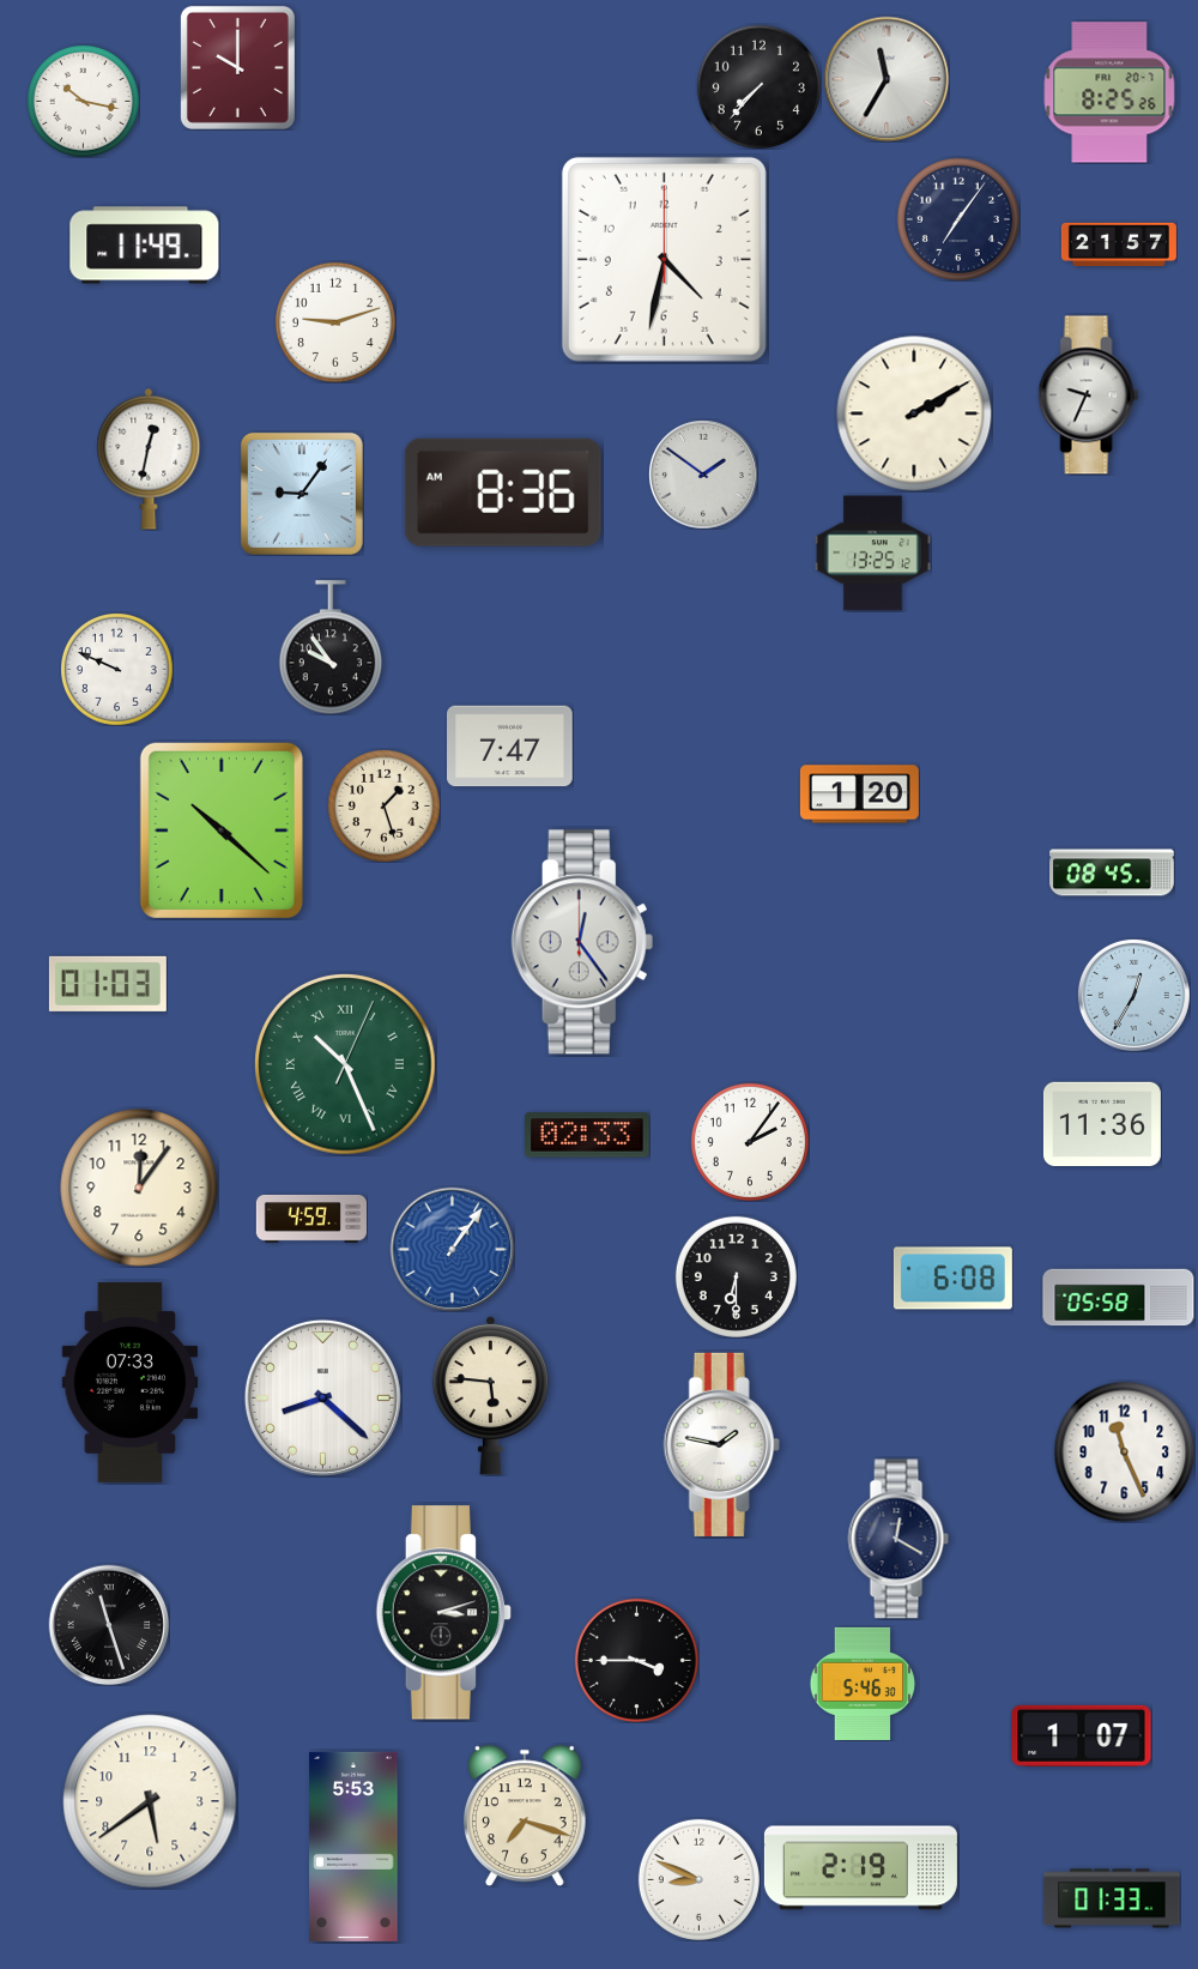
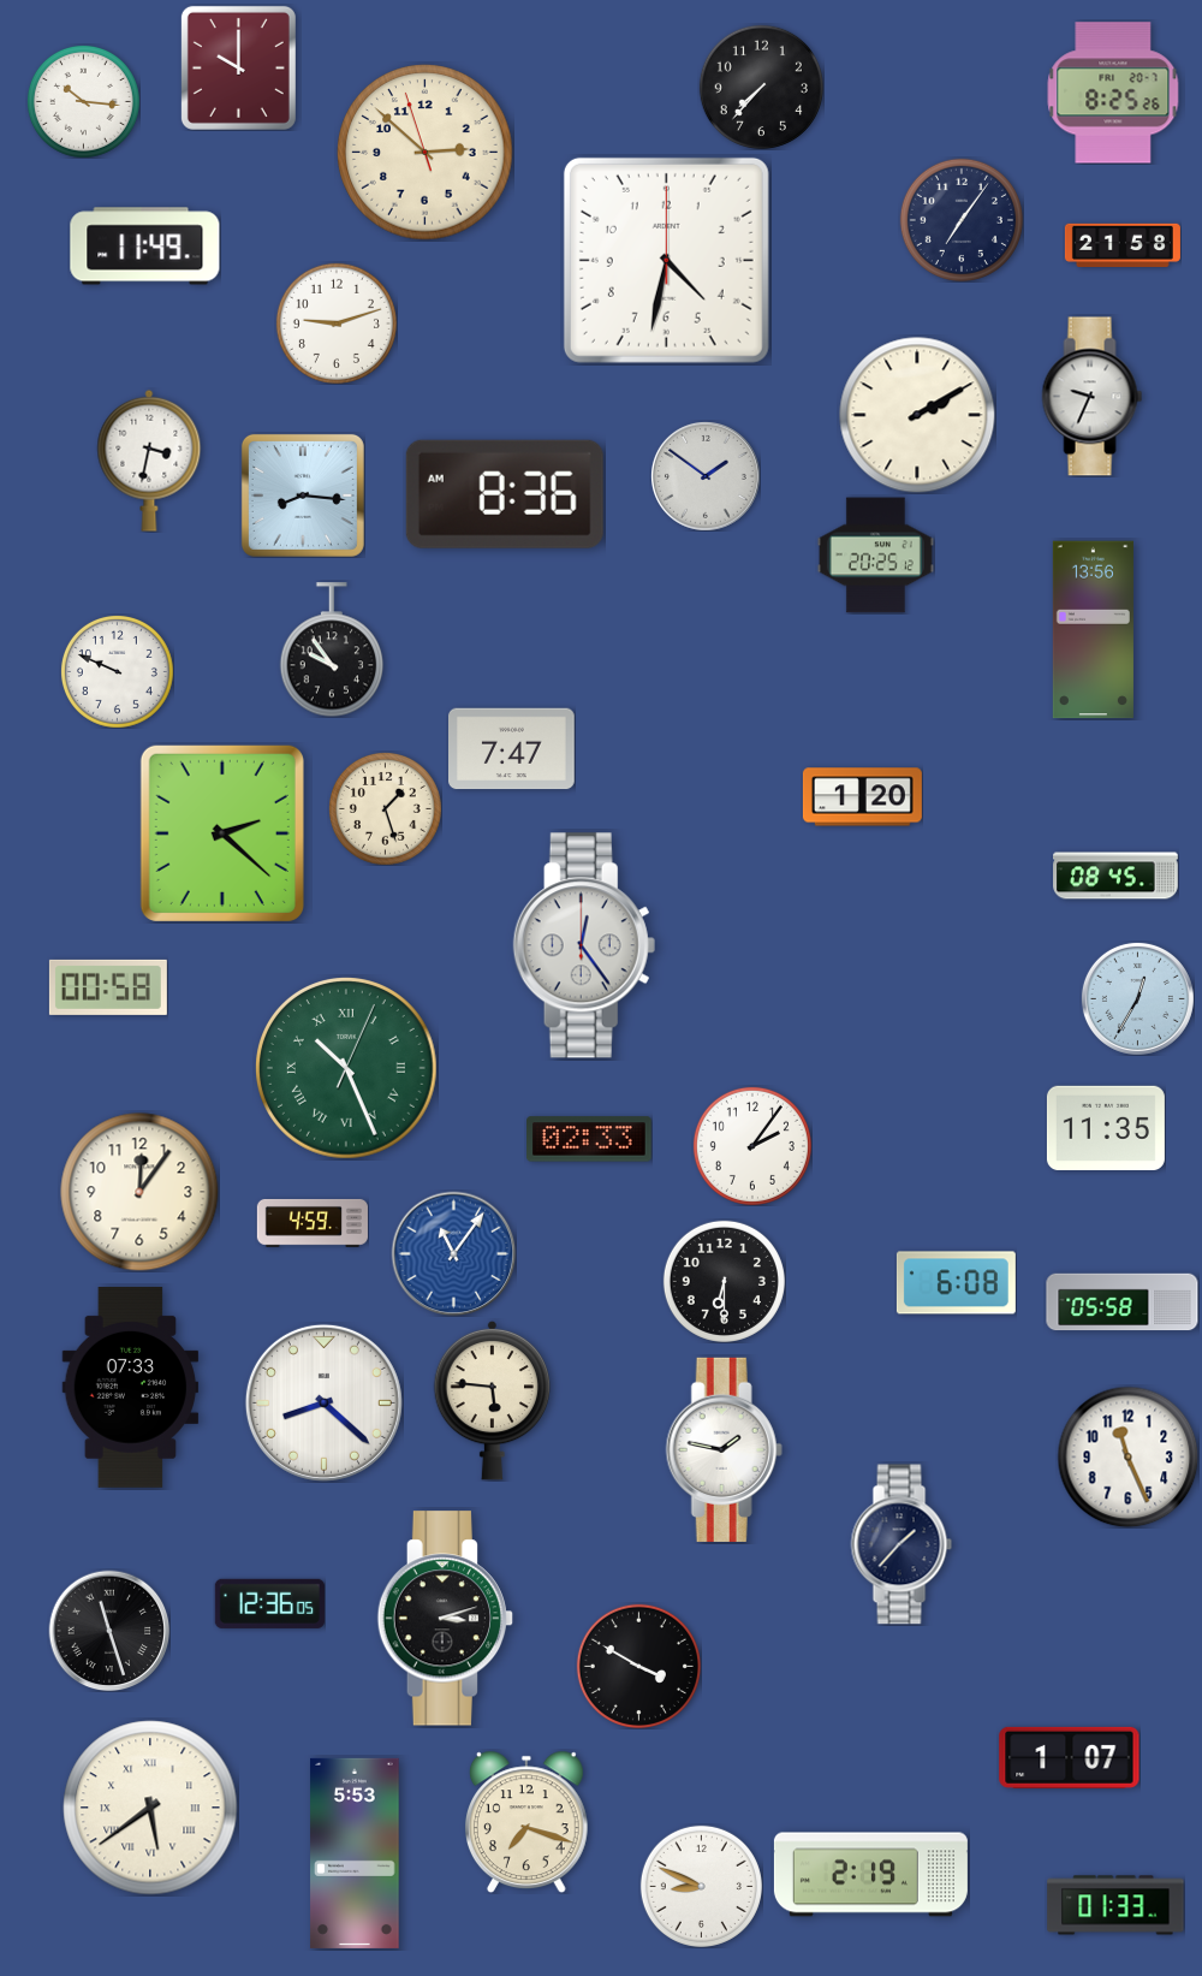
clock at (887, 79): 11:35 -> none
clock at (83, 101): 10:17 -> 10:16
clock at (426, 153): none -> 2:51
clock at (1119, 243): 21:57 -> 21:58
clock at (149, 459): 12:32 -> 3:32
clock at (302, 494): 9:06 -> 8:16
clock at (872, 554): 13:25 -> 20:25
clock at (1093, 630): none -> 13:56
clock at (222, 831): 10:22 -> 2:22
clock at (108, 984): 01:03 -> 00:58
clock at (1102, 1123): 11:36 -> 11:35
clock at (452, 1249): 1:06 -> 11:06
clock at (736, 1276) position: (736, 1276) -> (724, 1281)
clock at (898, 1539): 12:20 -> 1:37
clock at (269, 1603): none -> 12:36
clock at (636, 1660): 3:45 -> 3:50
clock at (863, 1684): 5:46 -> none
clock at (1082, 1735) position: (1082, 1735) -> (1070, 1757)
clock at (150, 1801) numerals: Arabic -> Roman
clock at (860, 1868) position: (860, 1868) -> (870, 1875)
